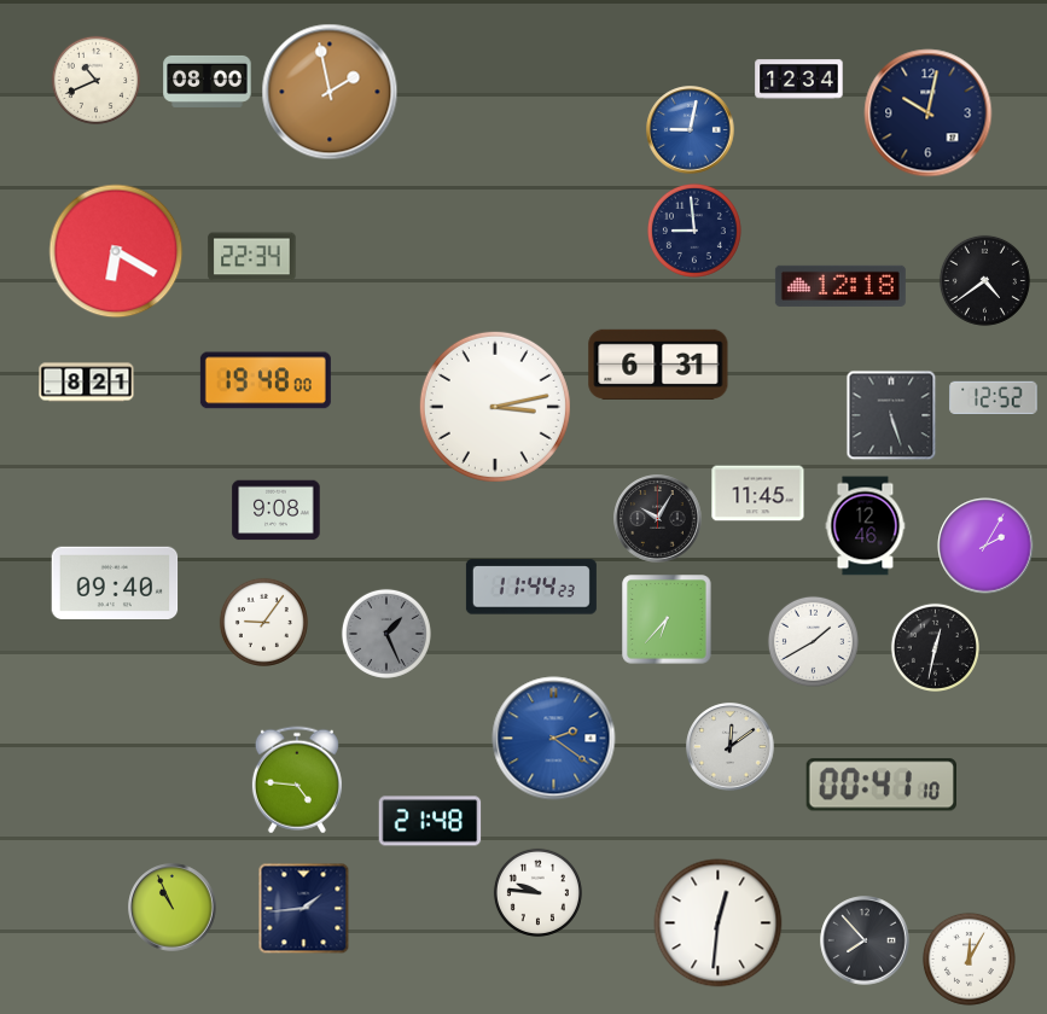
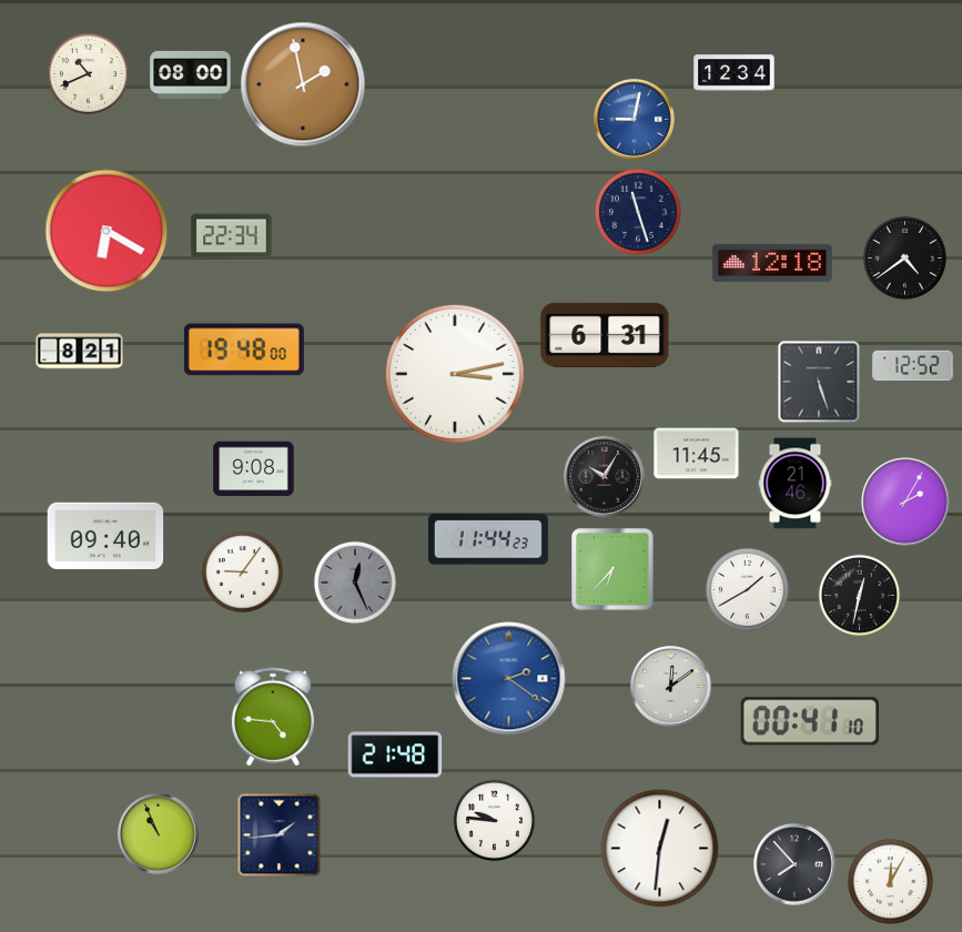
clock at (929, 113): 10:02 -> none
clock at (694, 231): 8:59 -> 11:27
clock at (866, 526): 12:46 -> 21:46
clock at (386, 634): 1:26 -> 12:26
